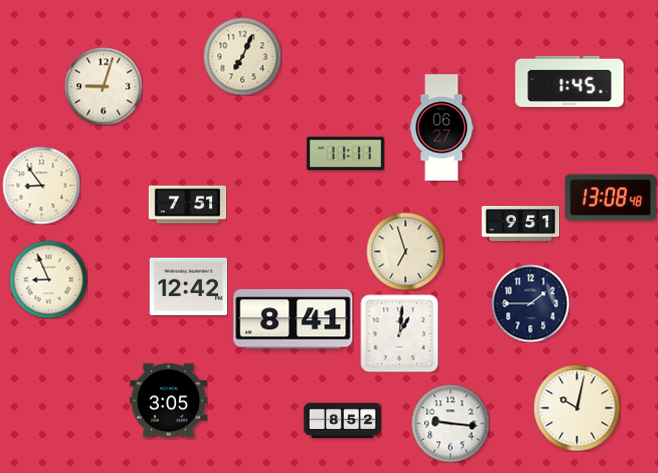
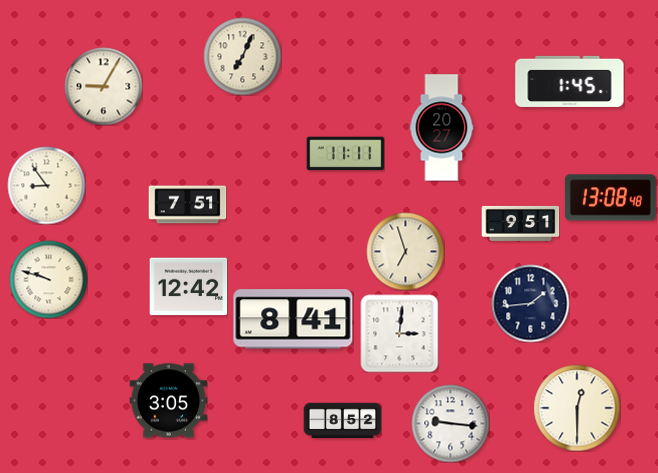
clock at (103, 86): 9:03 -> 9:05
clock at (442, 128): 06:27 -> 20:27
clock at (41, 185) position: (41, 185) -> (46, 185)
clock at (48, 279): 8:56 -> 9:48
clock at (530, 303): 1:45 -> 1:44
clock at (399, 333): 1:01 -> 3:01
clock at (577, 408): 10:02 -> 12:30
